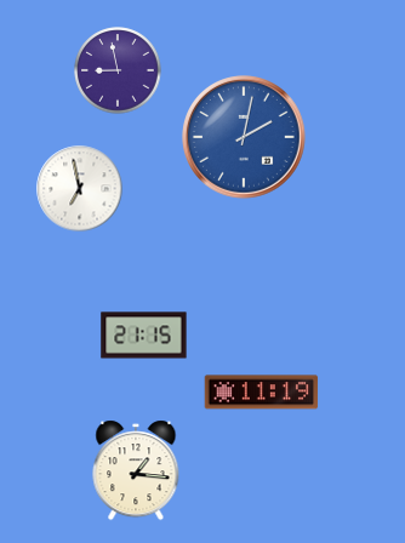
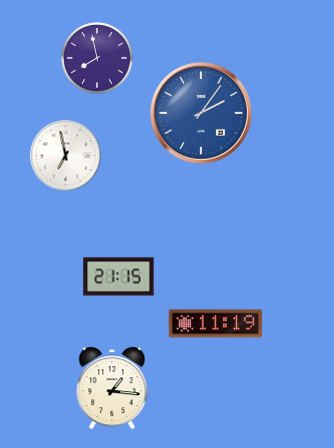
clock at (118, 70): 8:58 -> 7:58
clock at (245, 138): 2:02 -> 2:06
